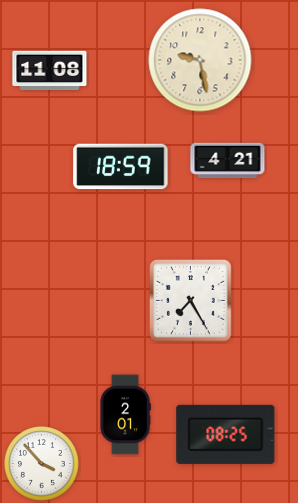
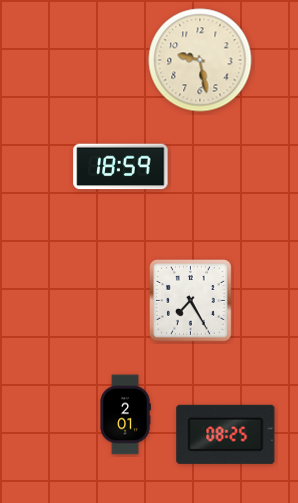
clock at (50, 71): 11:08 -> none
clock at (228, 161): 4:21 -> none
clock at (42, 464): 3:53 -> none
